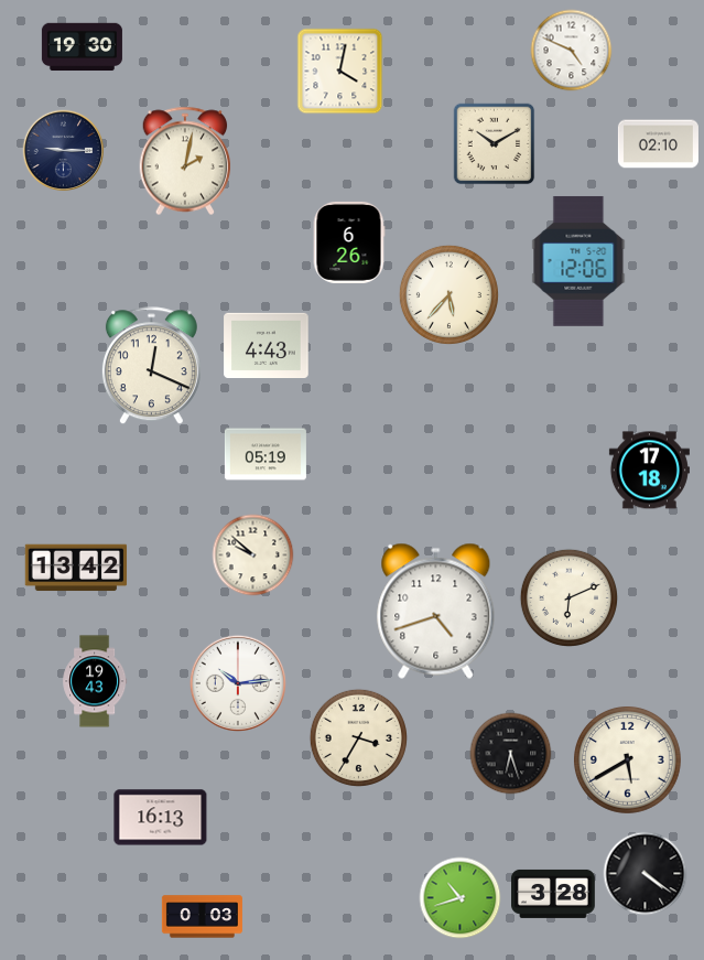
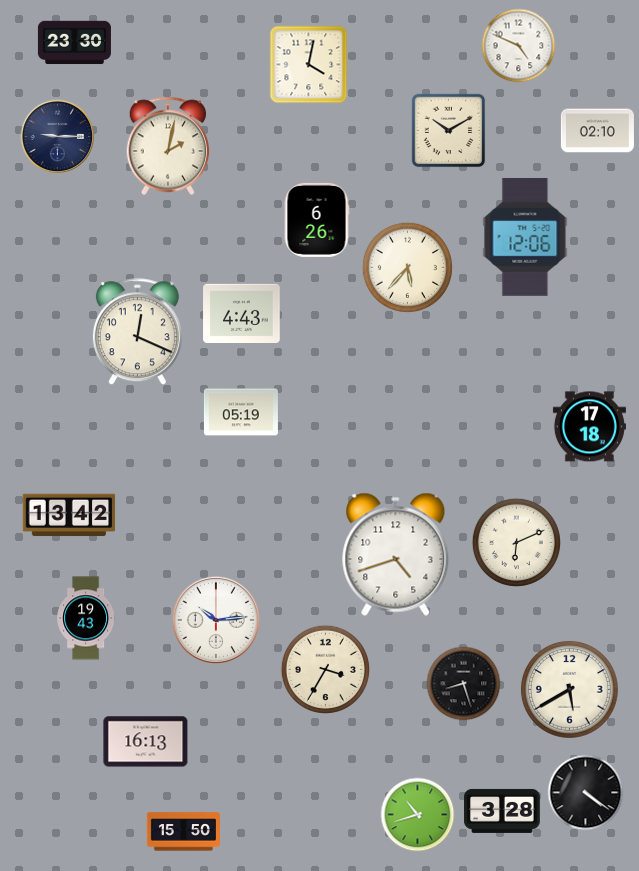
clock at (82, 47): 19:30 -> 23:30
clock at (253, 555): 9:52 -> none
clock at (511, 754): 6:27 -> 8:27
clock at (202, 917): 0:03 -> 15:50
